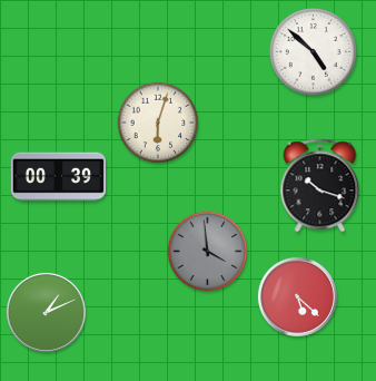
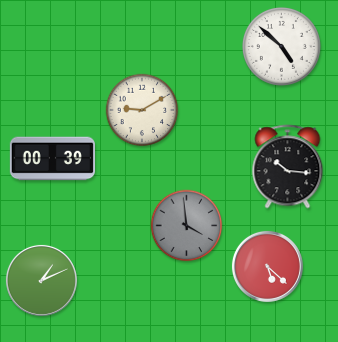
clock at (158, 123): 6:03 -> 9:10
clock at (320, 186): 10:18 -> 10:16
